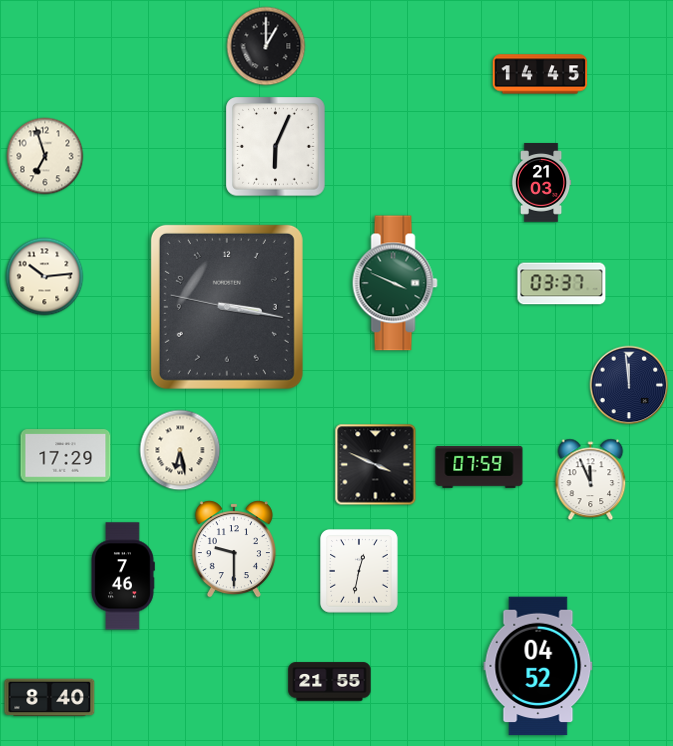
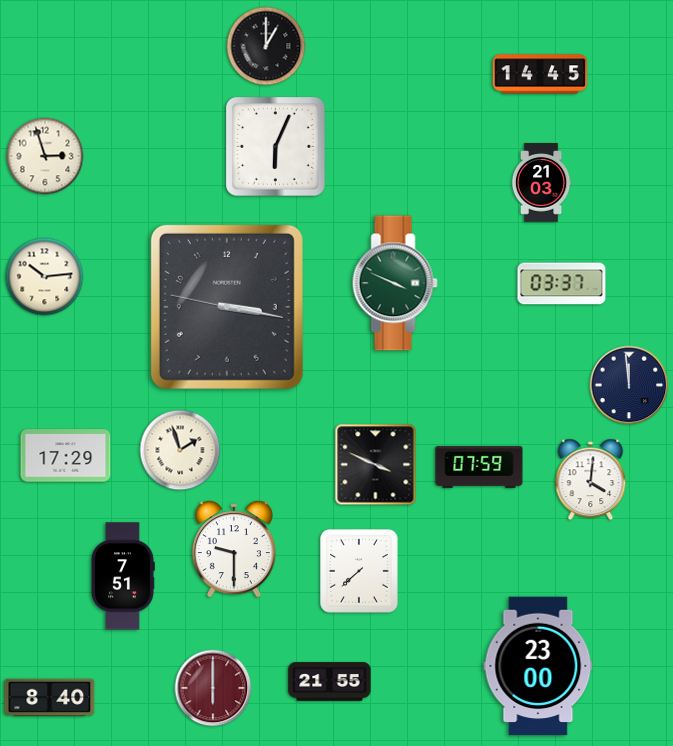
clock at (45, 156): 6:57 -> 2:57
clock at (180, 450): 6:28 -> 1:57
clock at (591, 480): 11:56 -> 4:01
clock at (359, 571): 12:32 -> 7:38
clock at (123, 576): 7:46 -> 7:51
clock at (538, 666): 04:52 -> 23:00
clock at (213, 688): none -> 6:00
